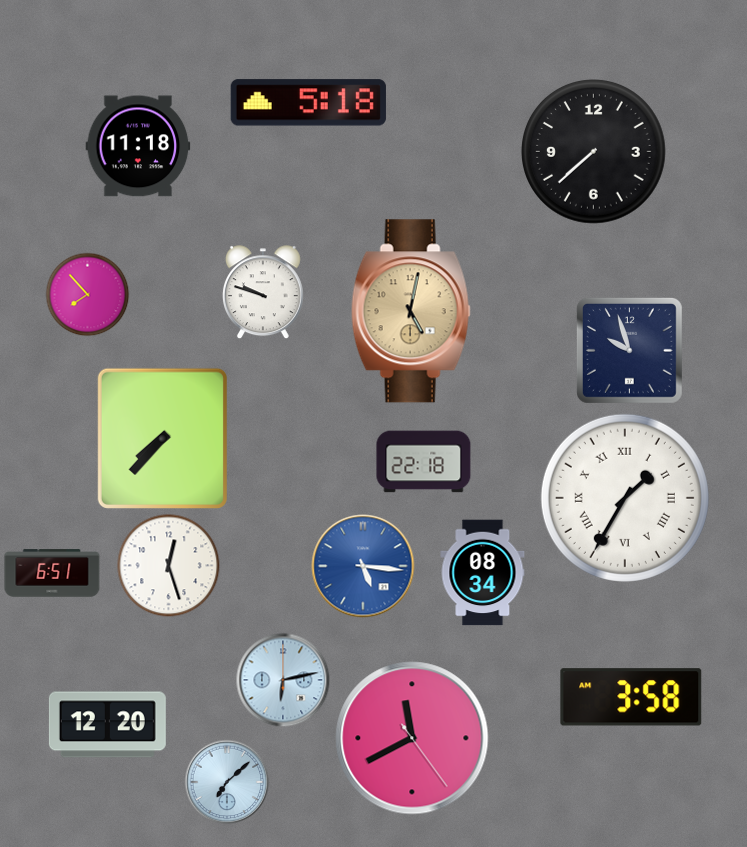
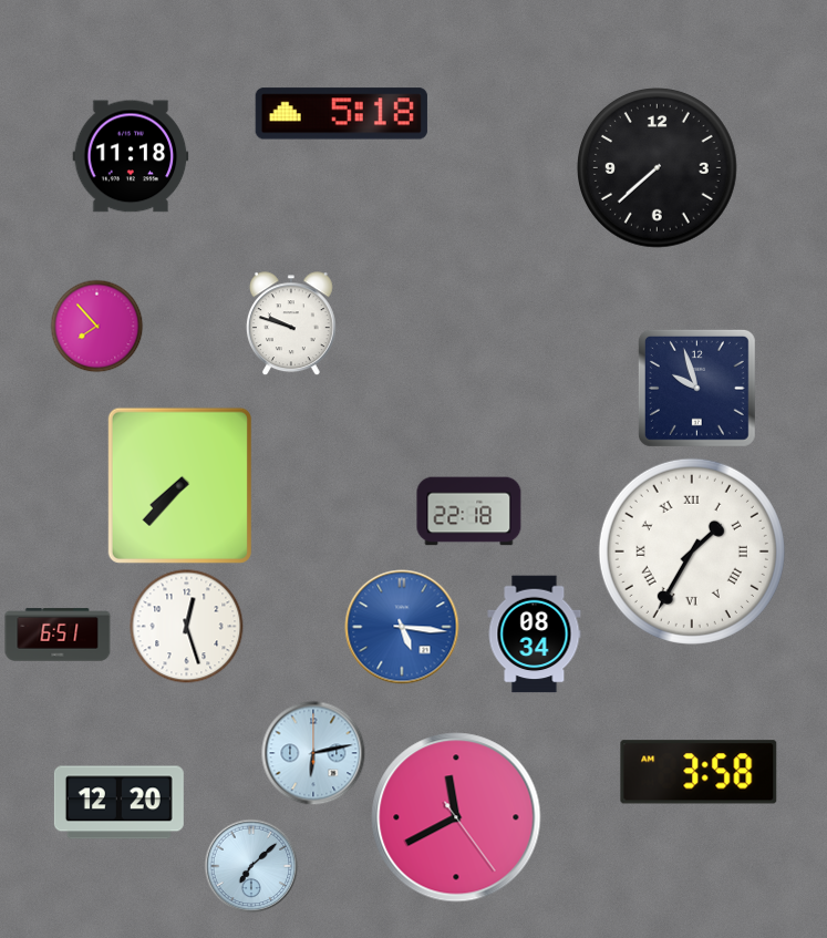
clock at (138, 146) position: (138, 146) -> (131, 156)
clock at (411, 311): 5:02 -> none
